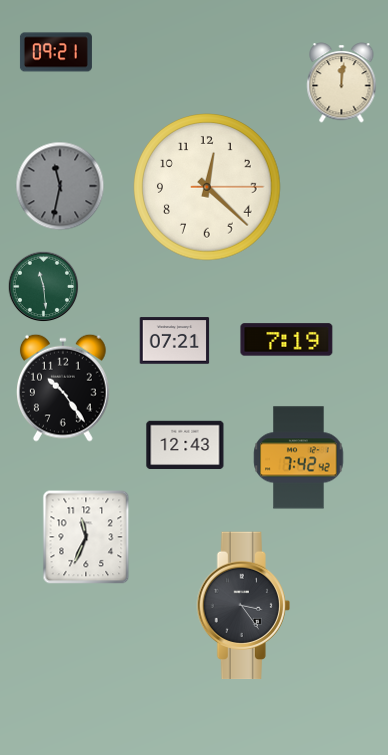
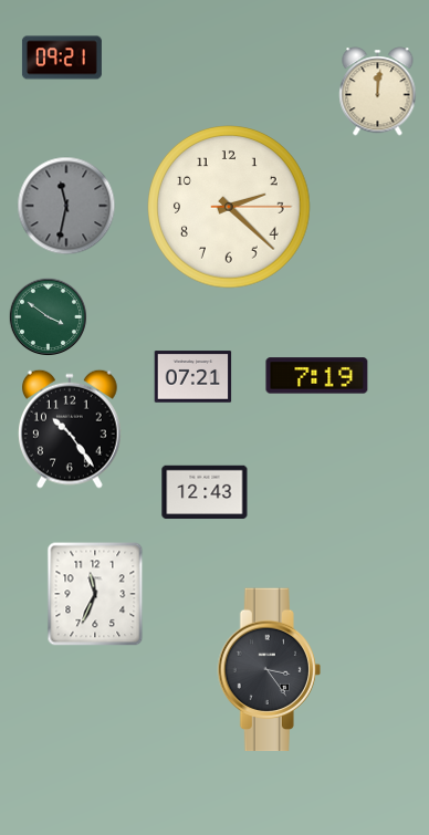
clock at (207, 187): 12:22 -> 2:22
clock at (44, 287): 11:29 -> 3:51
clock at (299, 458): 7:42 -> none
